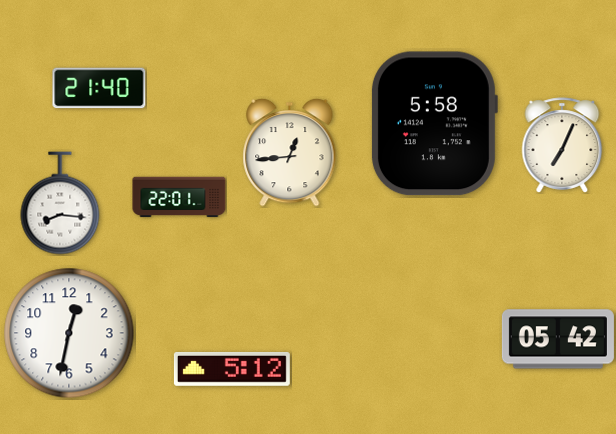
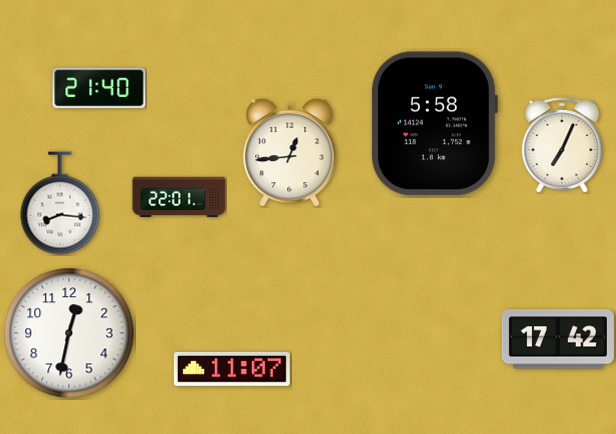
clock at (558, 339): 05:42 -> 17:42
clock at (232, 369): 5:12 -> 11:07
